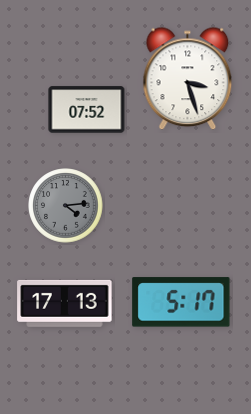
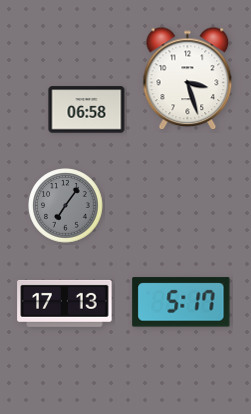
clock at (87, 110): 07:52 -> 06:58
clock at (66, 206): 4:14 -> 7:06
